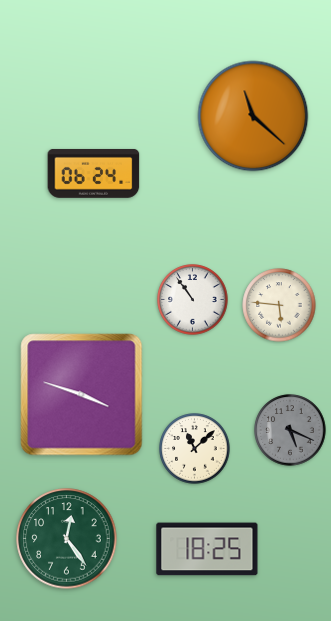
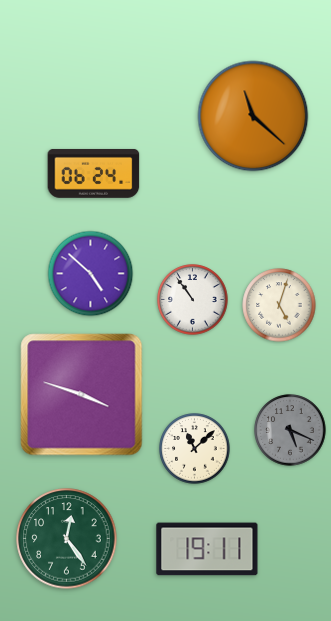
clock at (91, 274): none -> 4:52
clock at (279, 305): 5:46 -> 5:03
clock at (207, 549): 18:25 -> 19:11
